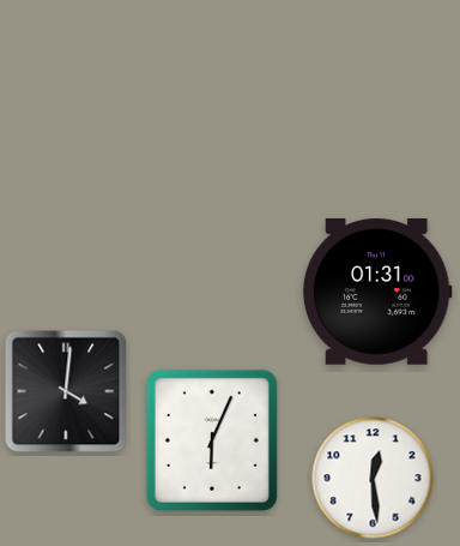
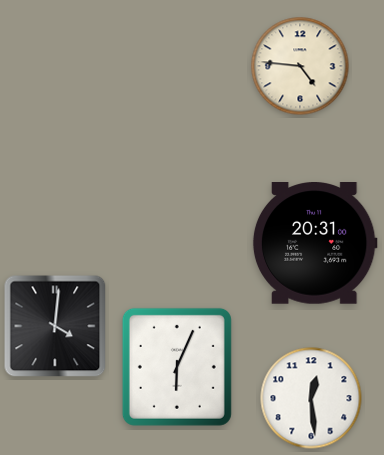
clock at (300, 66): none -> 4:46
clock at (377, 292): 01:31 -> 20:31
